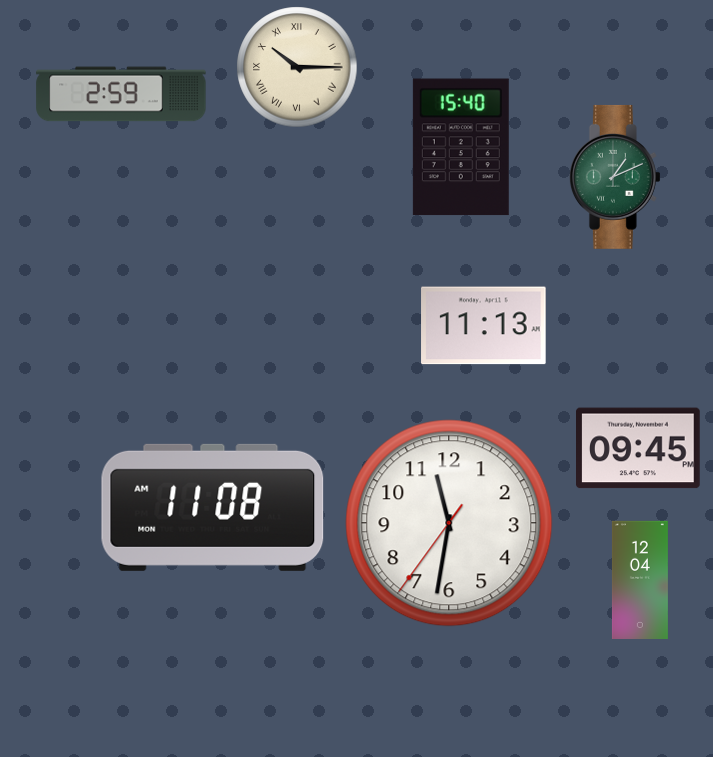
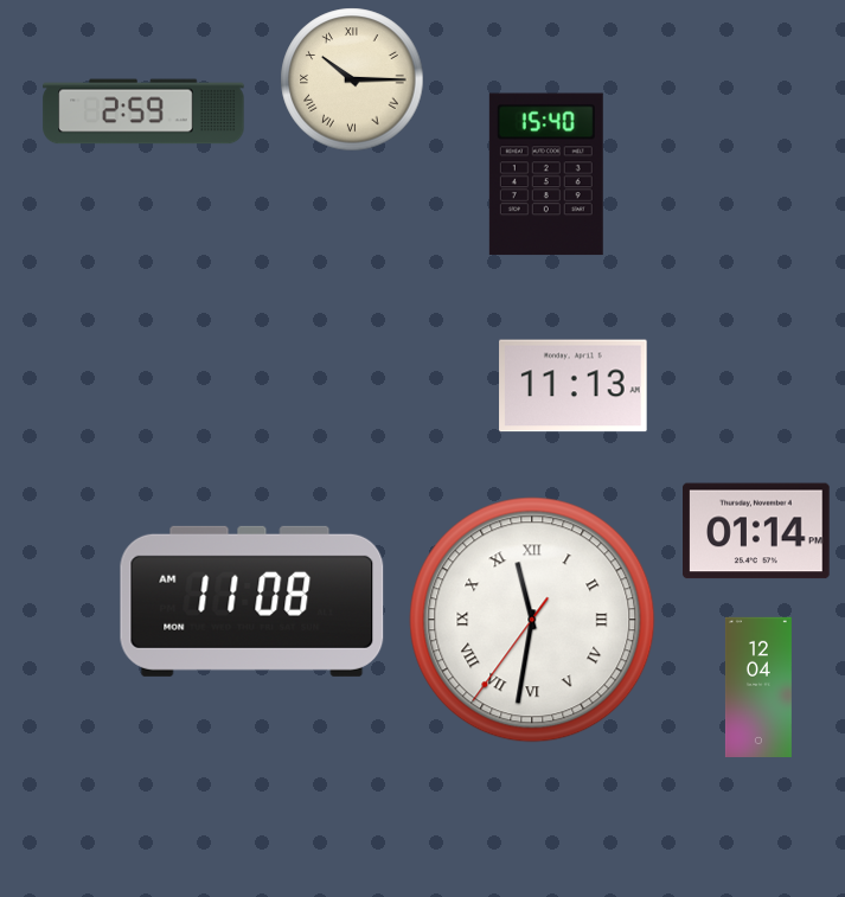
clock at (615, 177): 1:11 -> none
clock at (639, 448): 09:45 -> 01:14
clock at (449, 523) numerals: Arabic -> Roman
